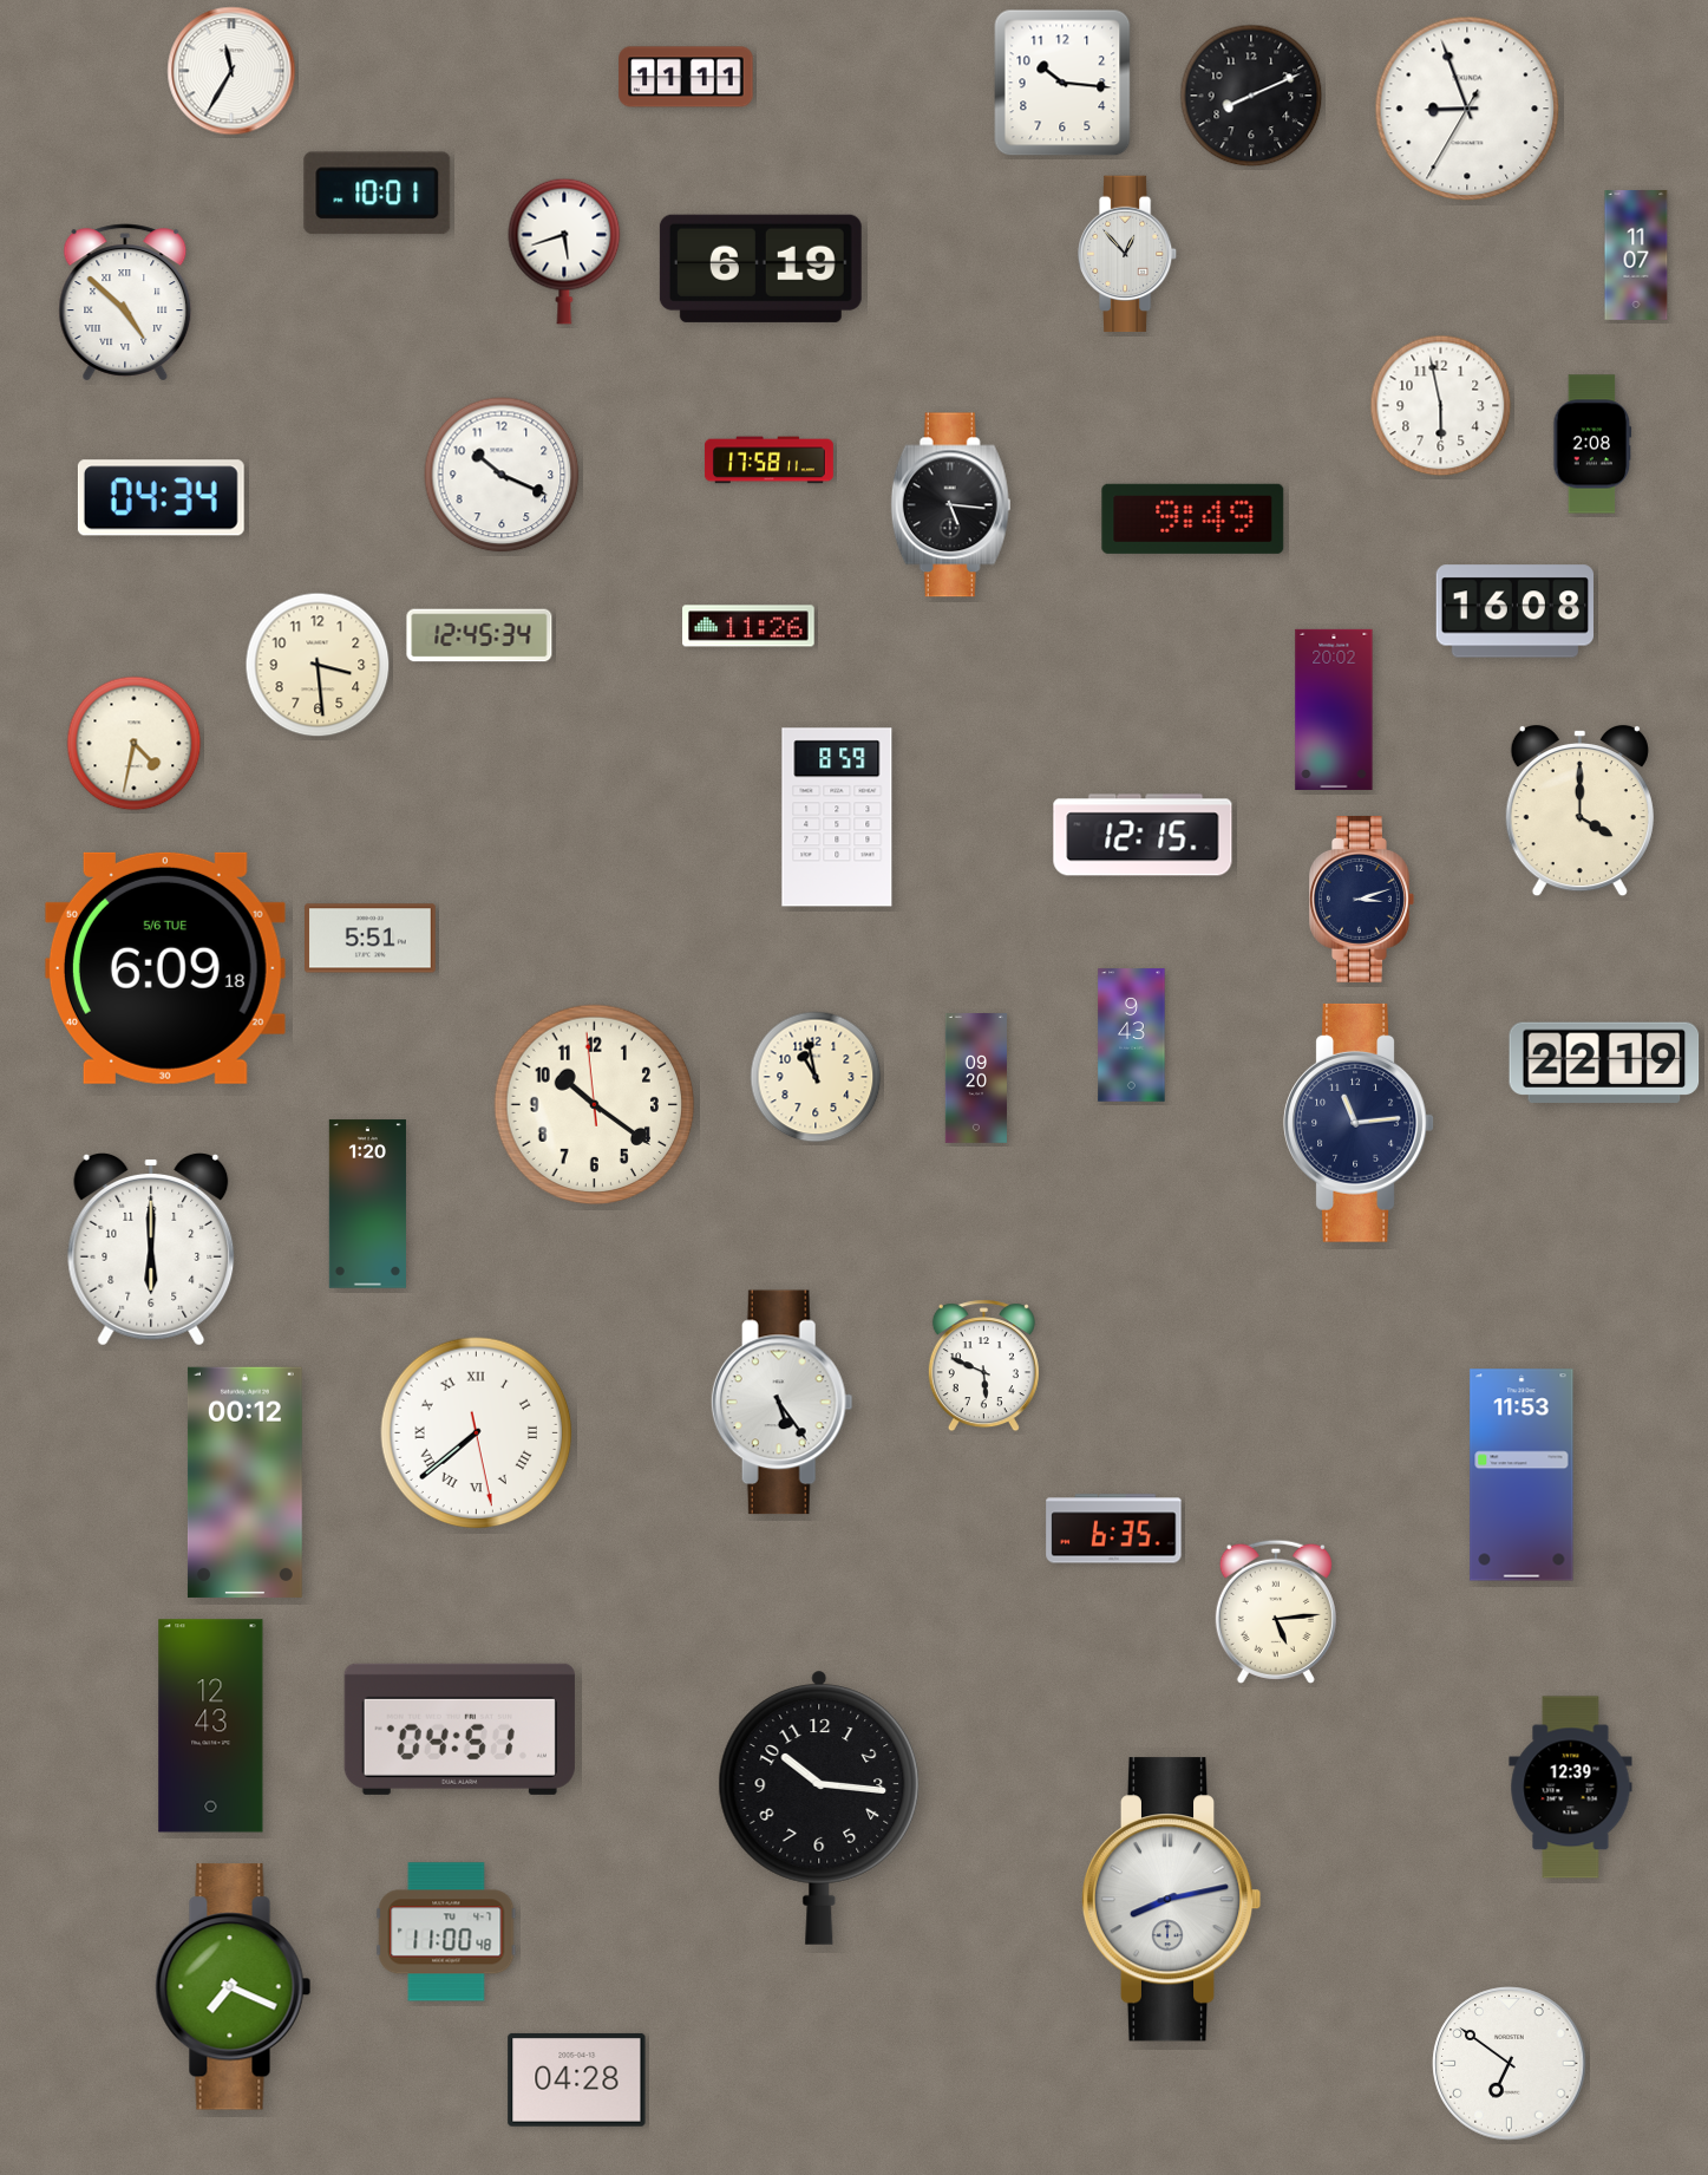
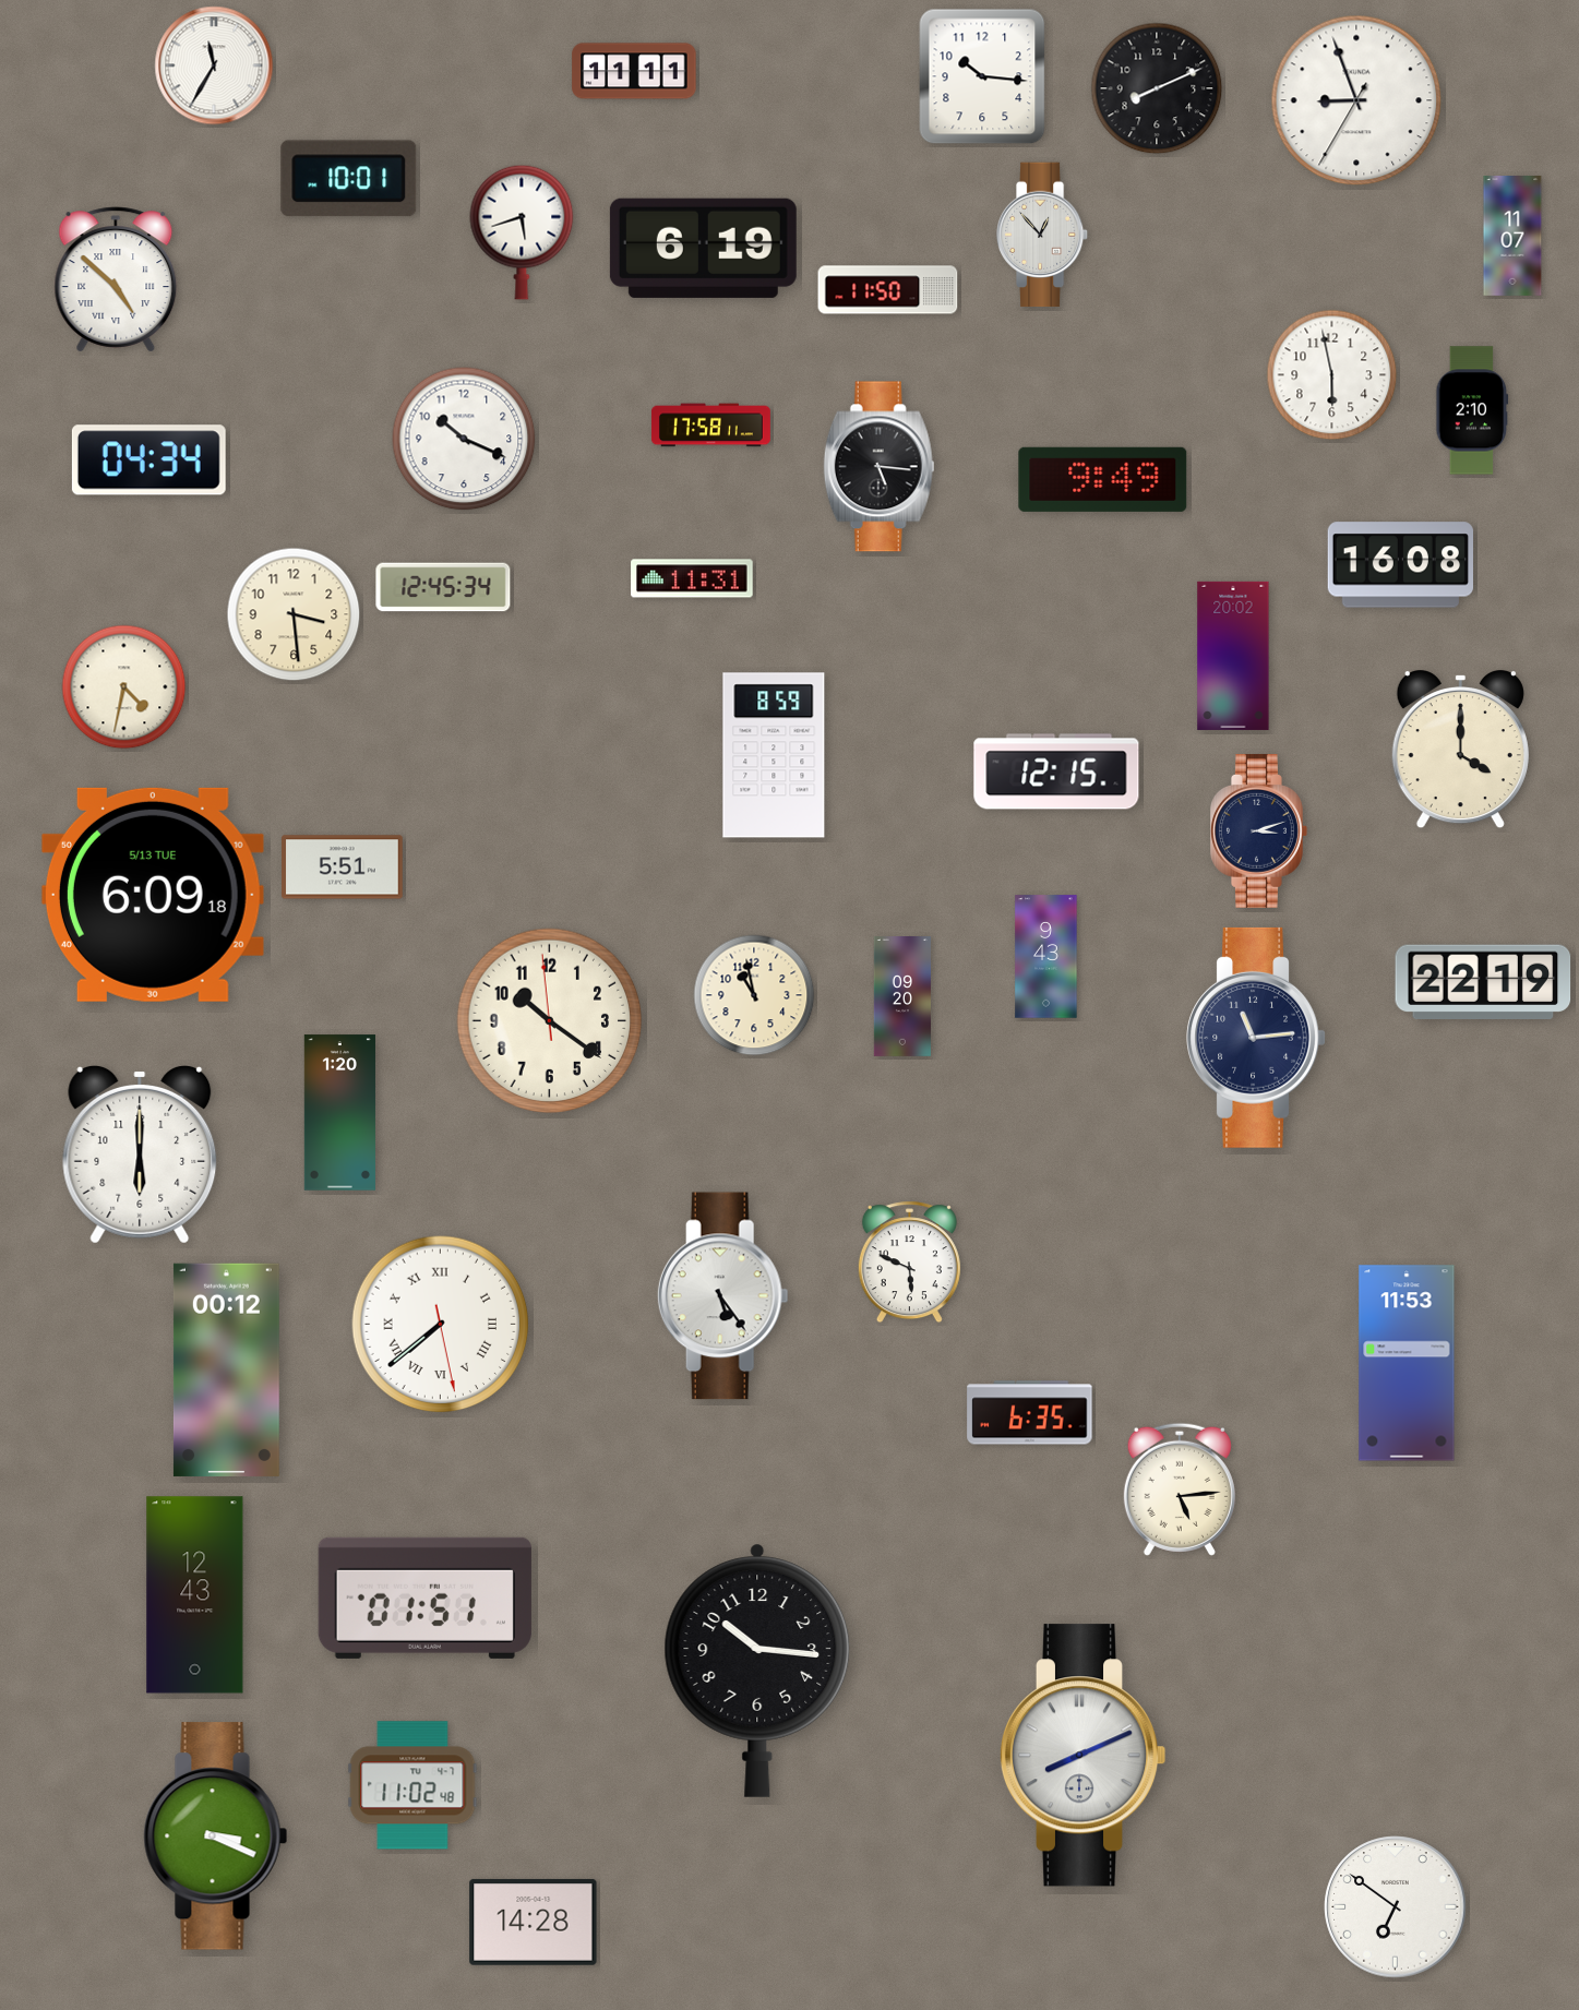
clock at (888, 290): none -> 11:50
clock at (1592, 444): 2:08 -> 2:10
clock at (748, 626): 11:26 -> 11:31
clock at (165, 968) date: 5/6 TUE -> 5/13 TUE
clock at (459, 1729): 04:51 -> 01:51
clock at (1571, 1788): 12:39 -> none
clock at (1171, 1900): 8:13 -> 8:11
clock at (446, 1932): 11:00 -> 11:02
clock at (234, 1987): 7:19 -> 3:19
clock at (577, 2079): 04:28 -> 14:28
